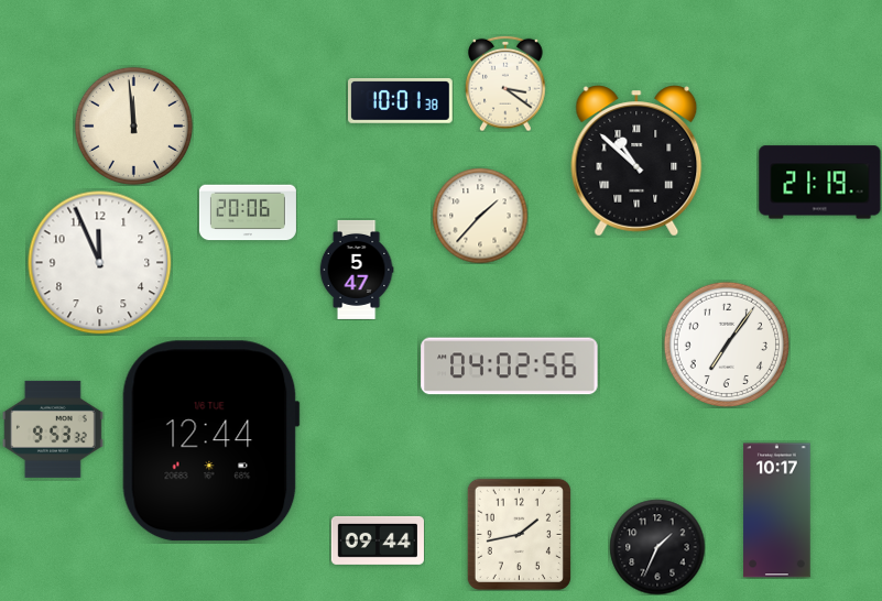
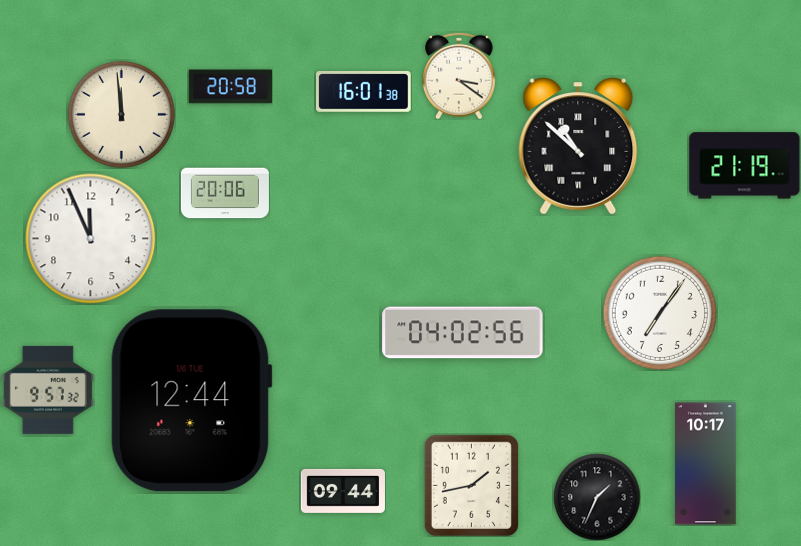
clock at (230, 87): none -> 20:58
clock at (401, 101): 10:01 -> 16:01
clock at (480, 216): 1:37 -> none
clock at (357, 270): 5:47 -> none
clock at (53, 429): 9:53 -> 9:57
